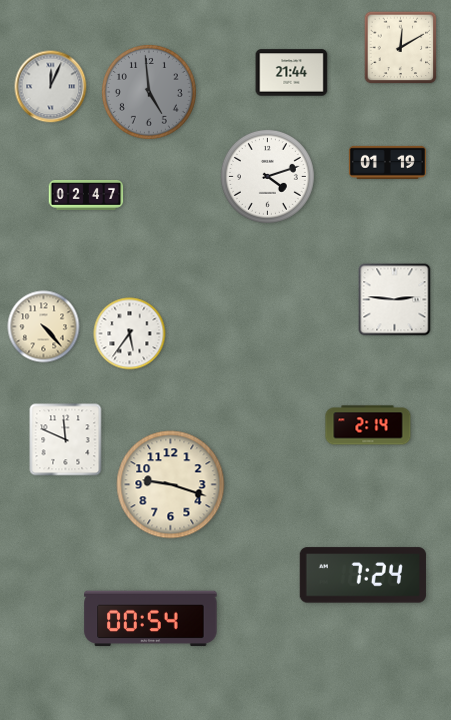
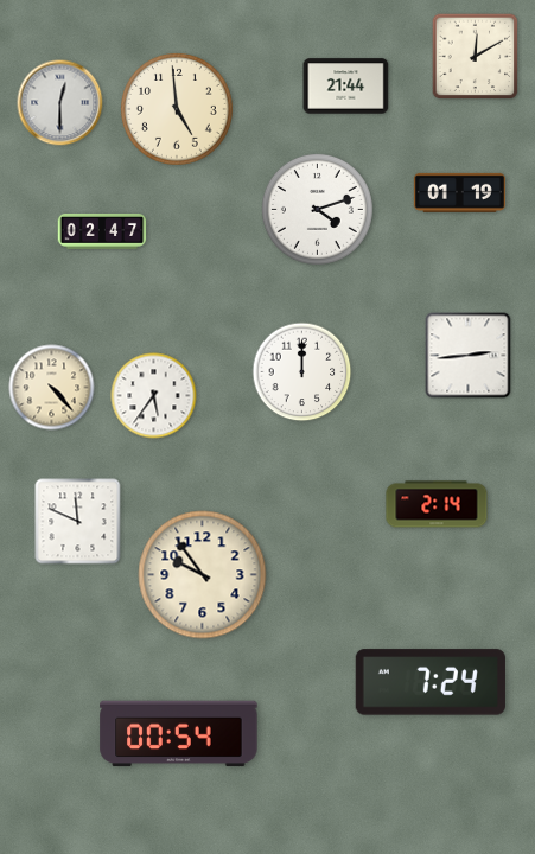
clock at (51, 87): 12:04 -> 12:30
clock at (149, 92) dial: grey -> cream
clock at (395, 300): 2:46 -> 2:44
clock at (302, 372): none -> 12:00
clock at (171, 485): 9:18 -> 9:54
